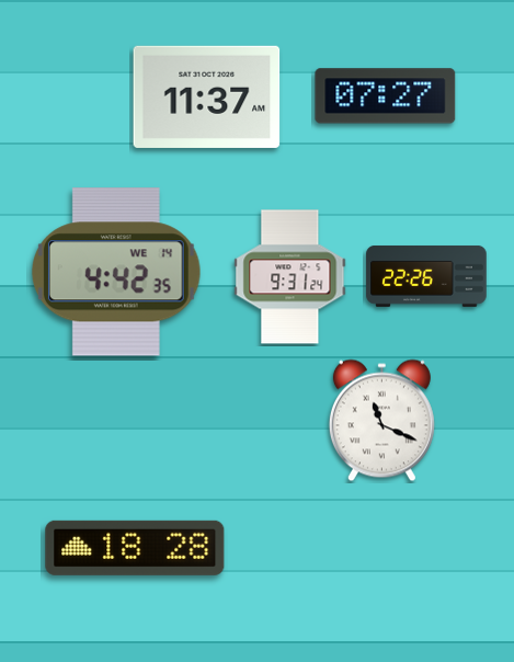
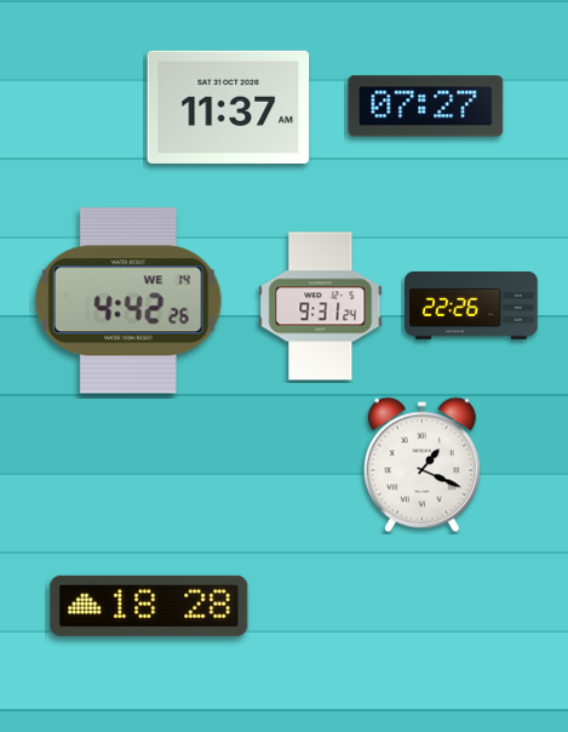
clock at (116, 272): 4:42:35 -> 4:42:26
clock at (381, 421): 11:19 -> 1:19
